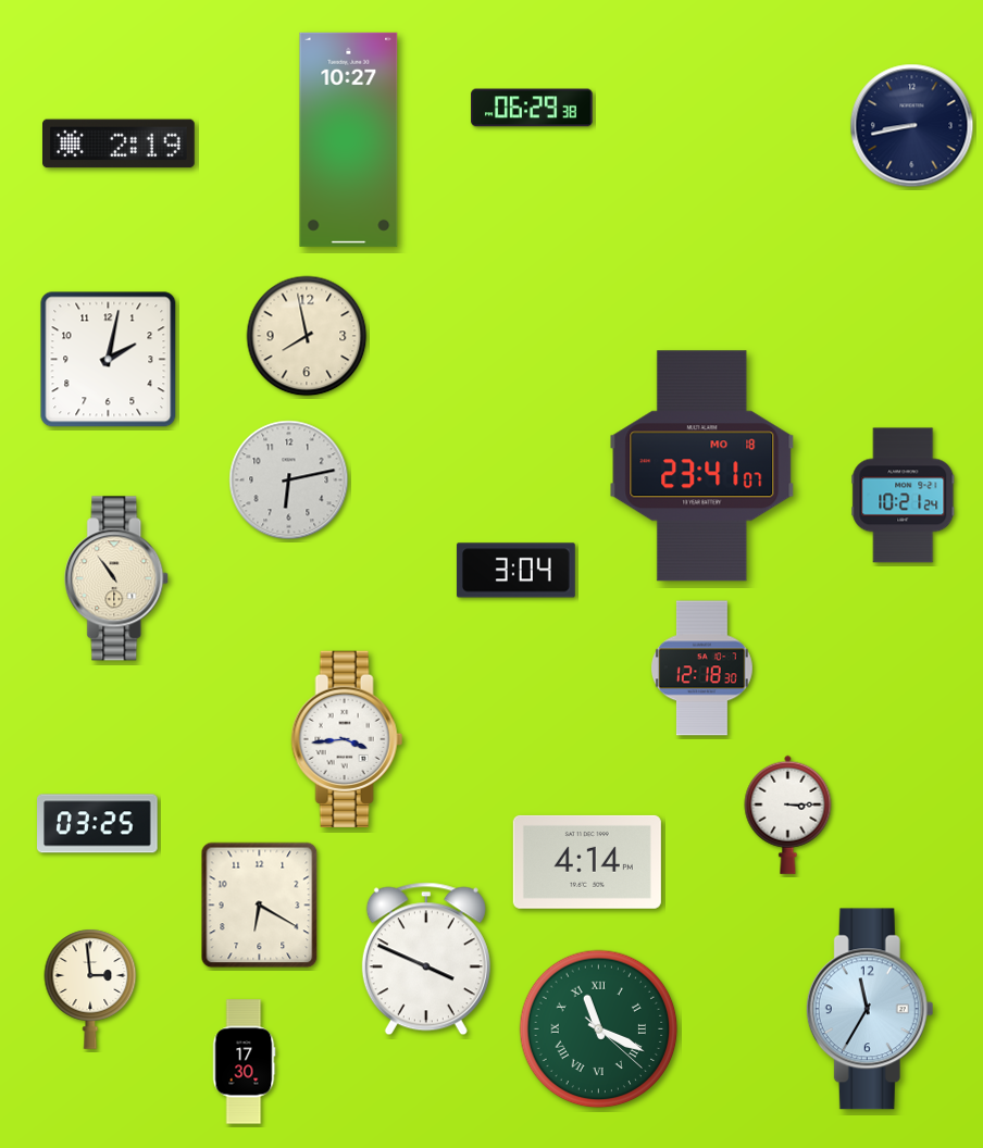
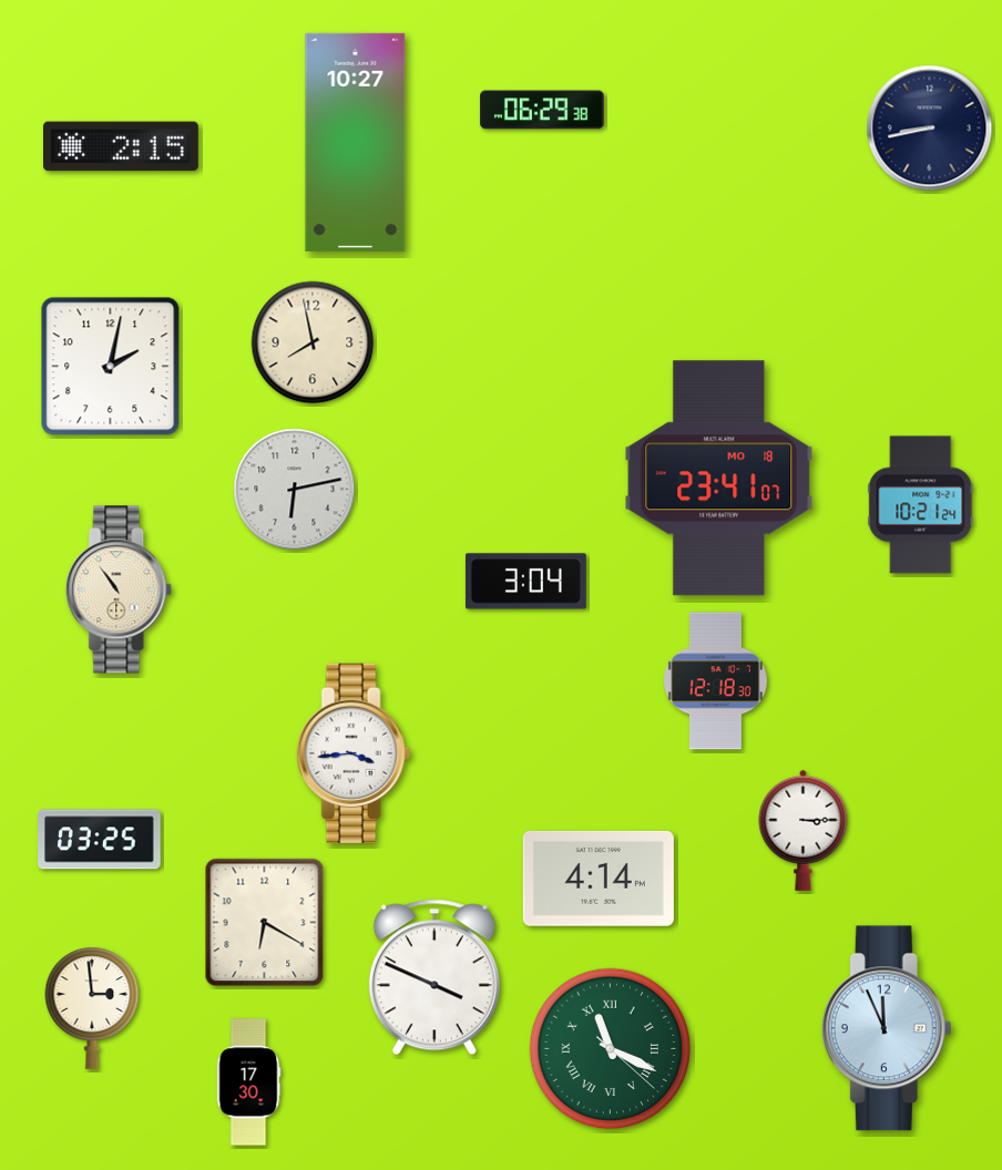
clock at (120, 143): 2:19 -> 2:15
clock at (702, 466) position: (702, 466) -> (719, 479)
clock at (870, 1009): 11:35 -> 11:56
